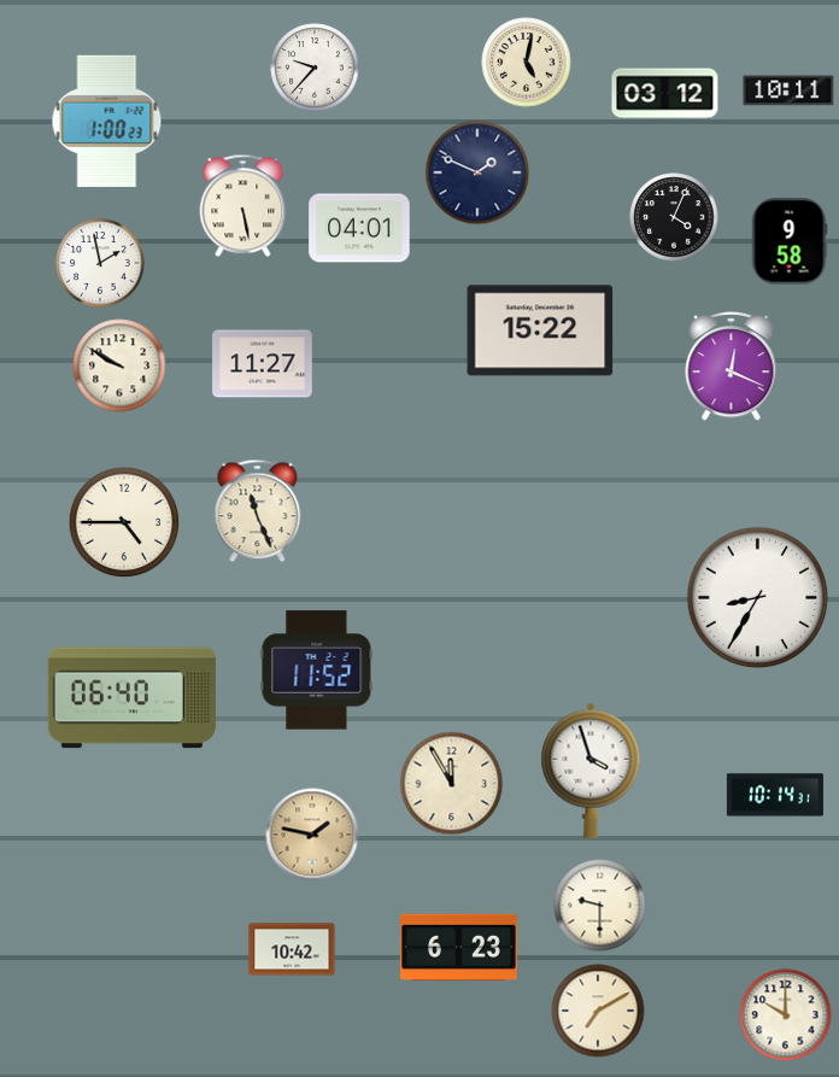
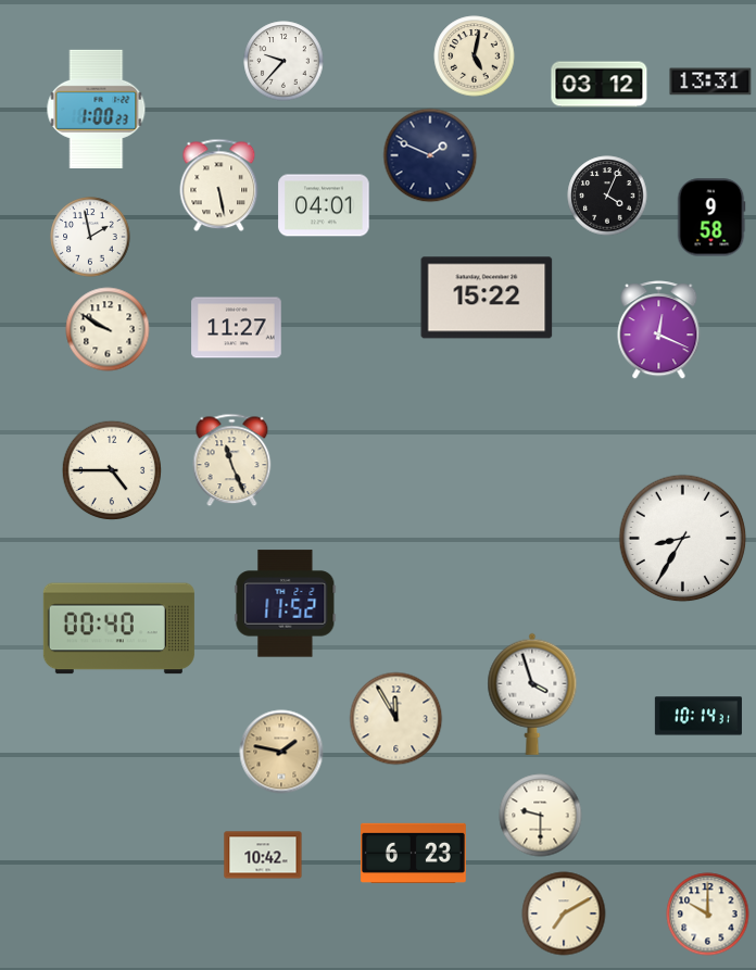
clock at (788, 90): 10:11 -> 13:31
clock at (131, 698): 06:40 -> 00:40
clock at (452, 784) position: (452, 784) -> (396, 719)
clock at (598, 1011) position: (598, 1011) -> (564, 914)
